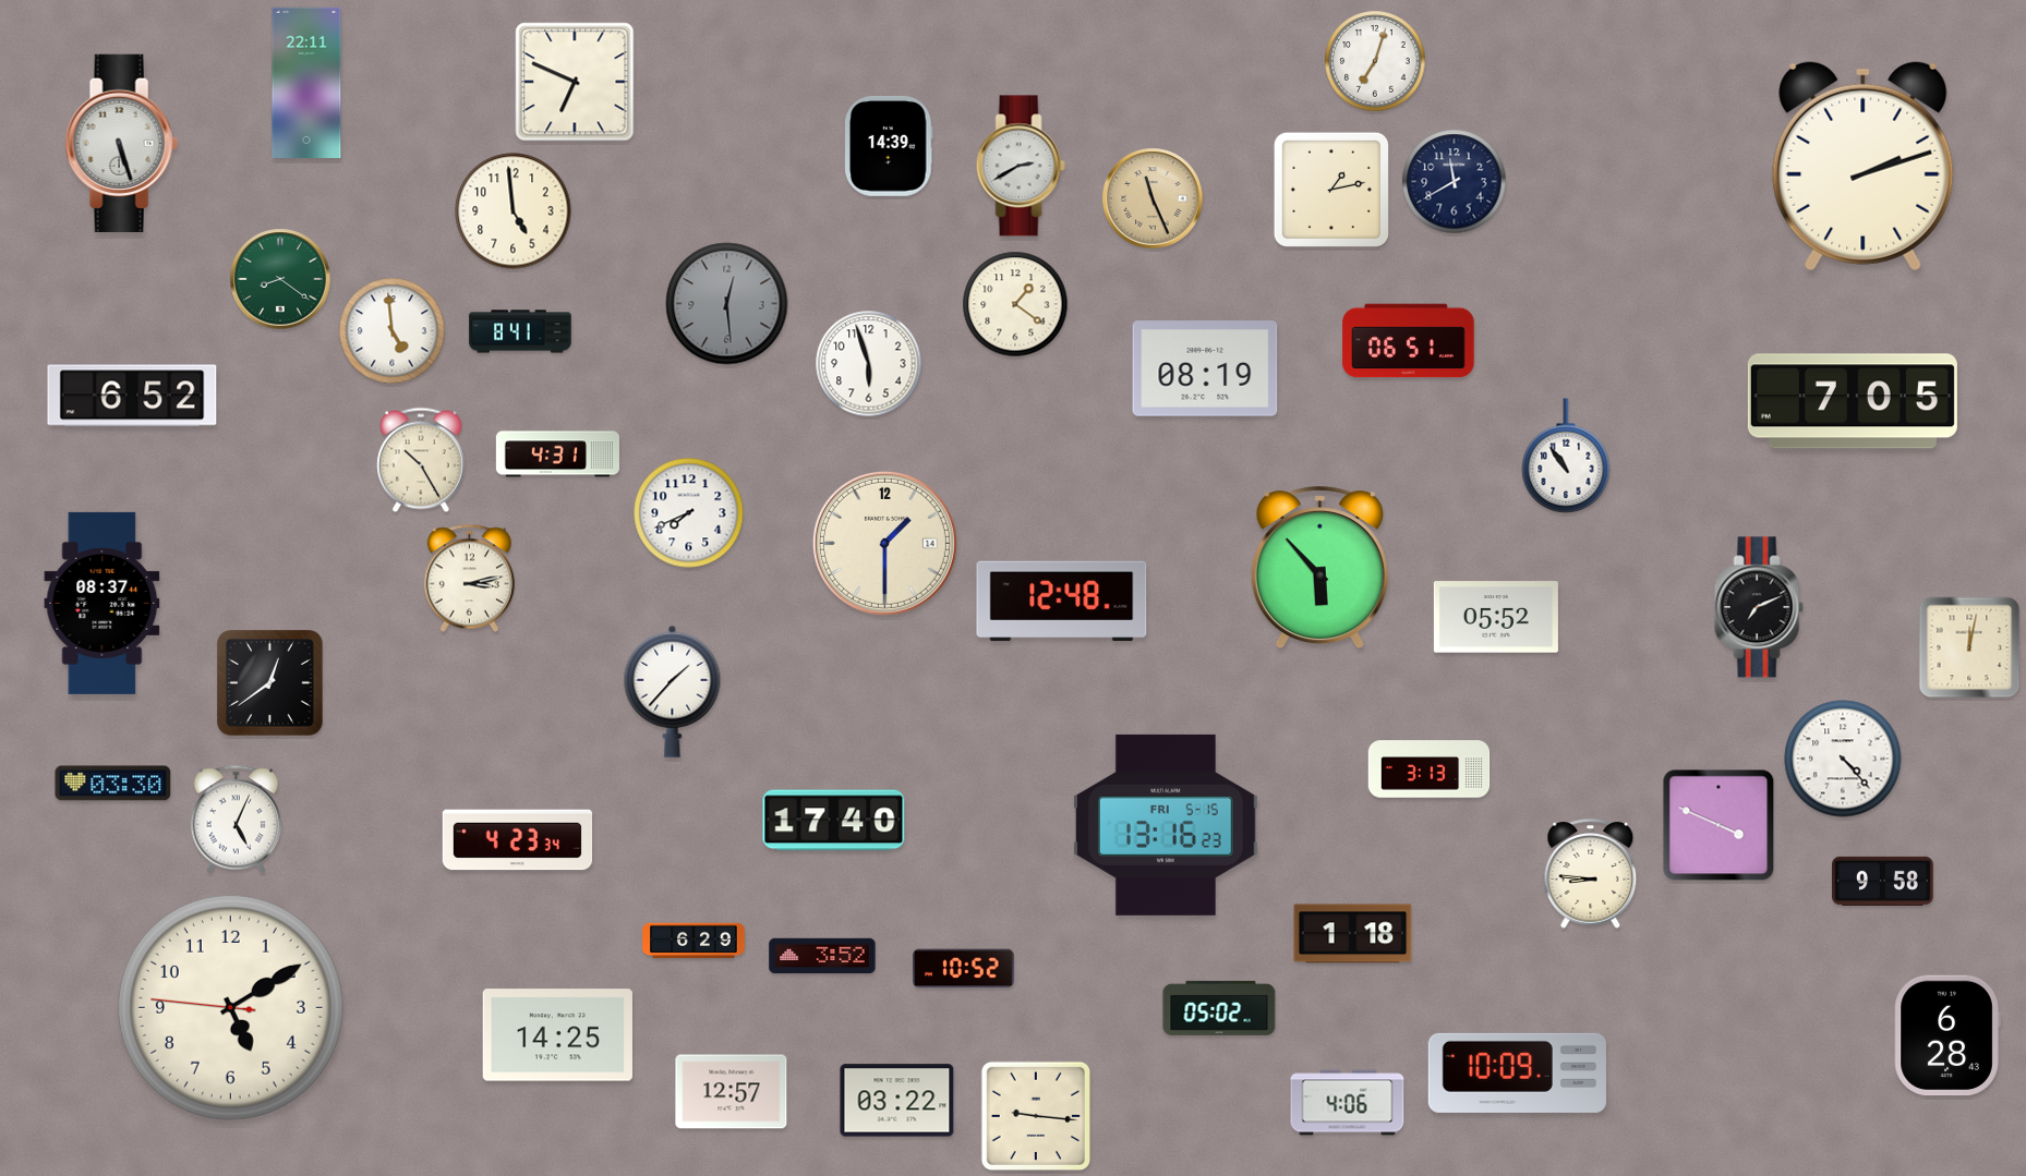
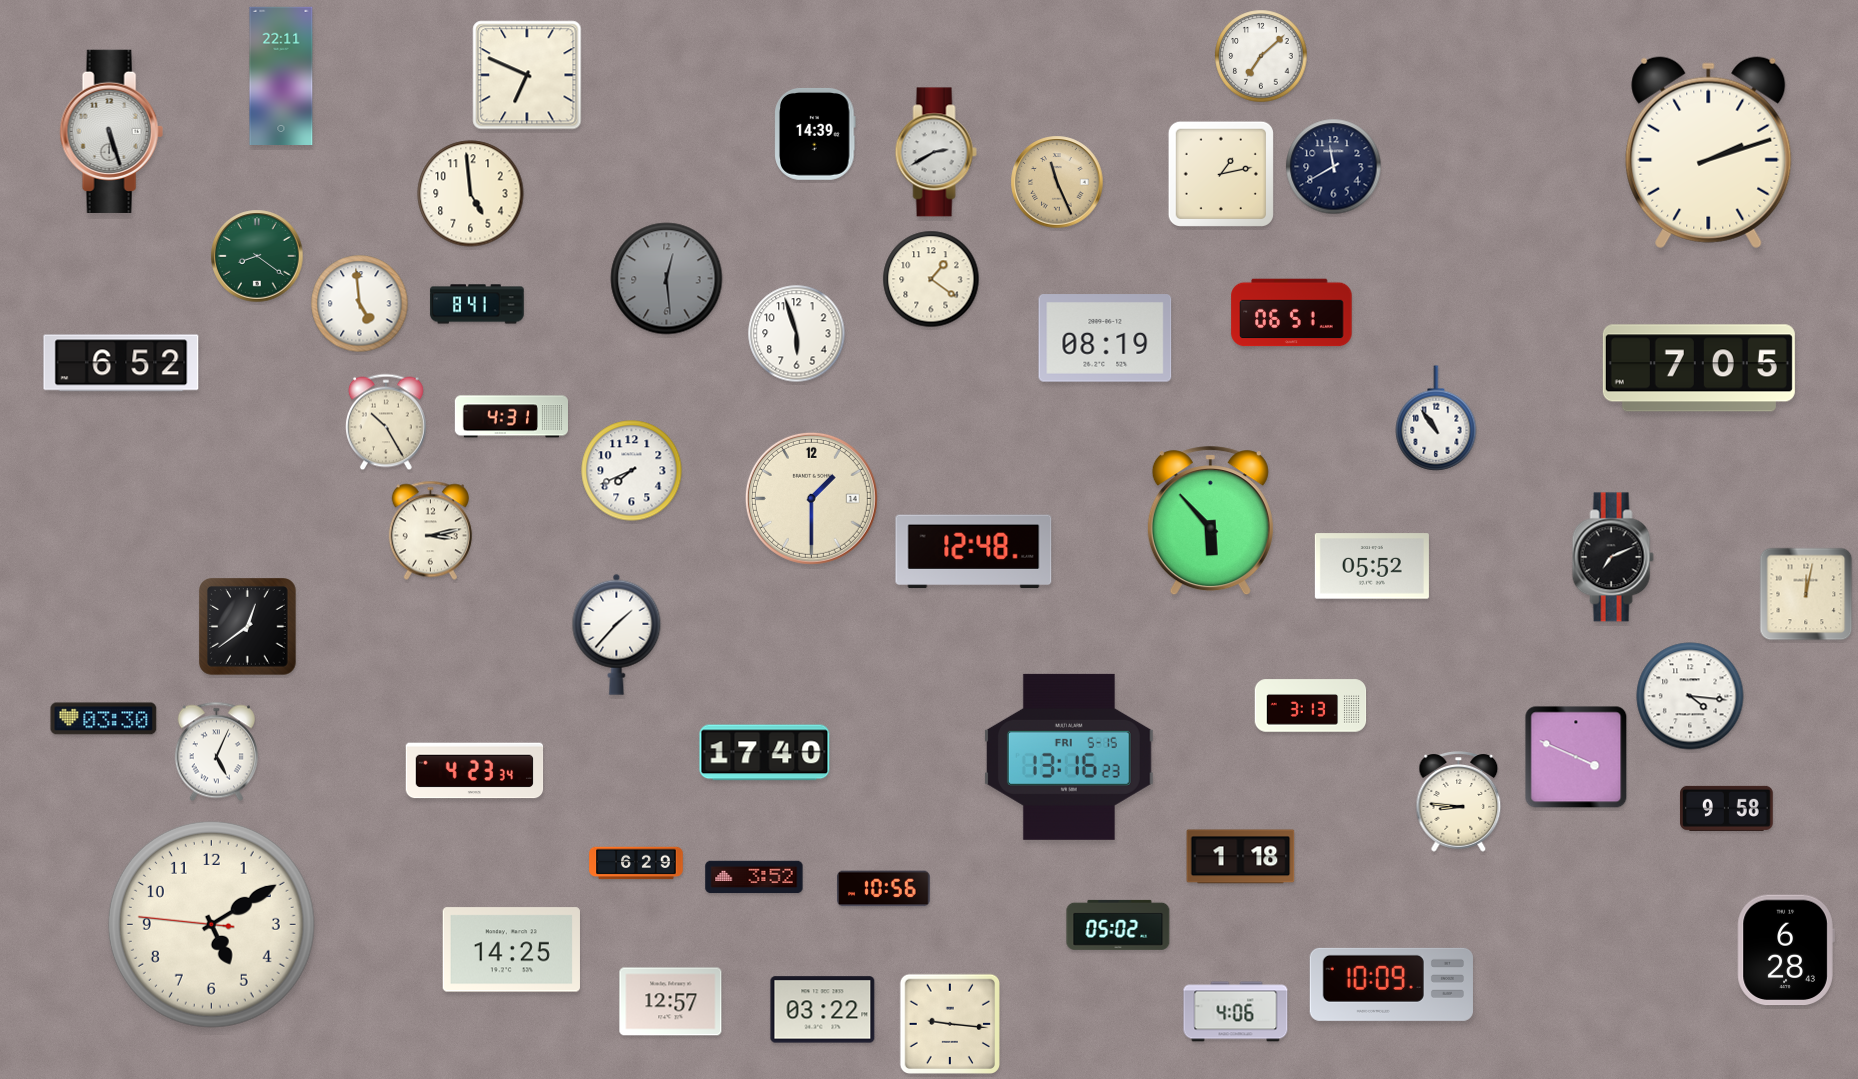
clock at (1375, 61): 7:03 -> 7:08
clock at (102, 603): 08:37 -> none
clock at (1843, 759): 4:23 -> 4:16
clock at (964, 969): 10:52 -> 10:56
